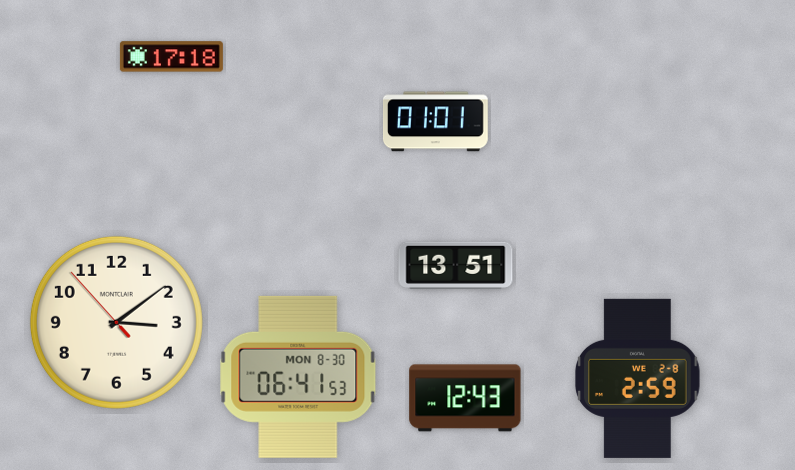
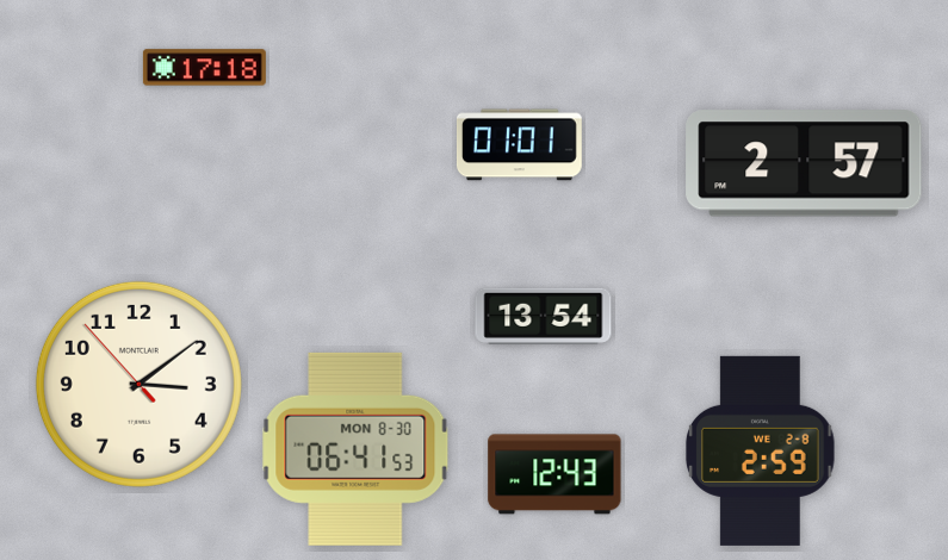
clock at (804, 163): none -> 2:57
clock at (456, 265): 13:51 -> 13:54
